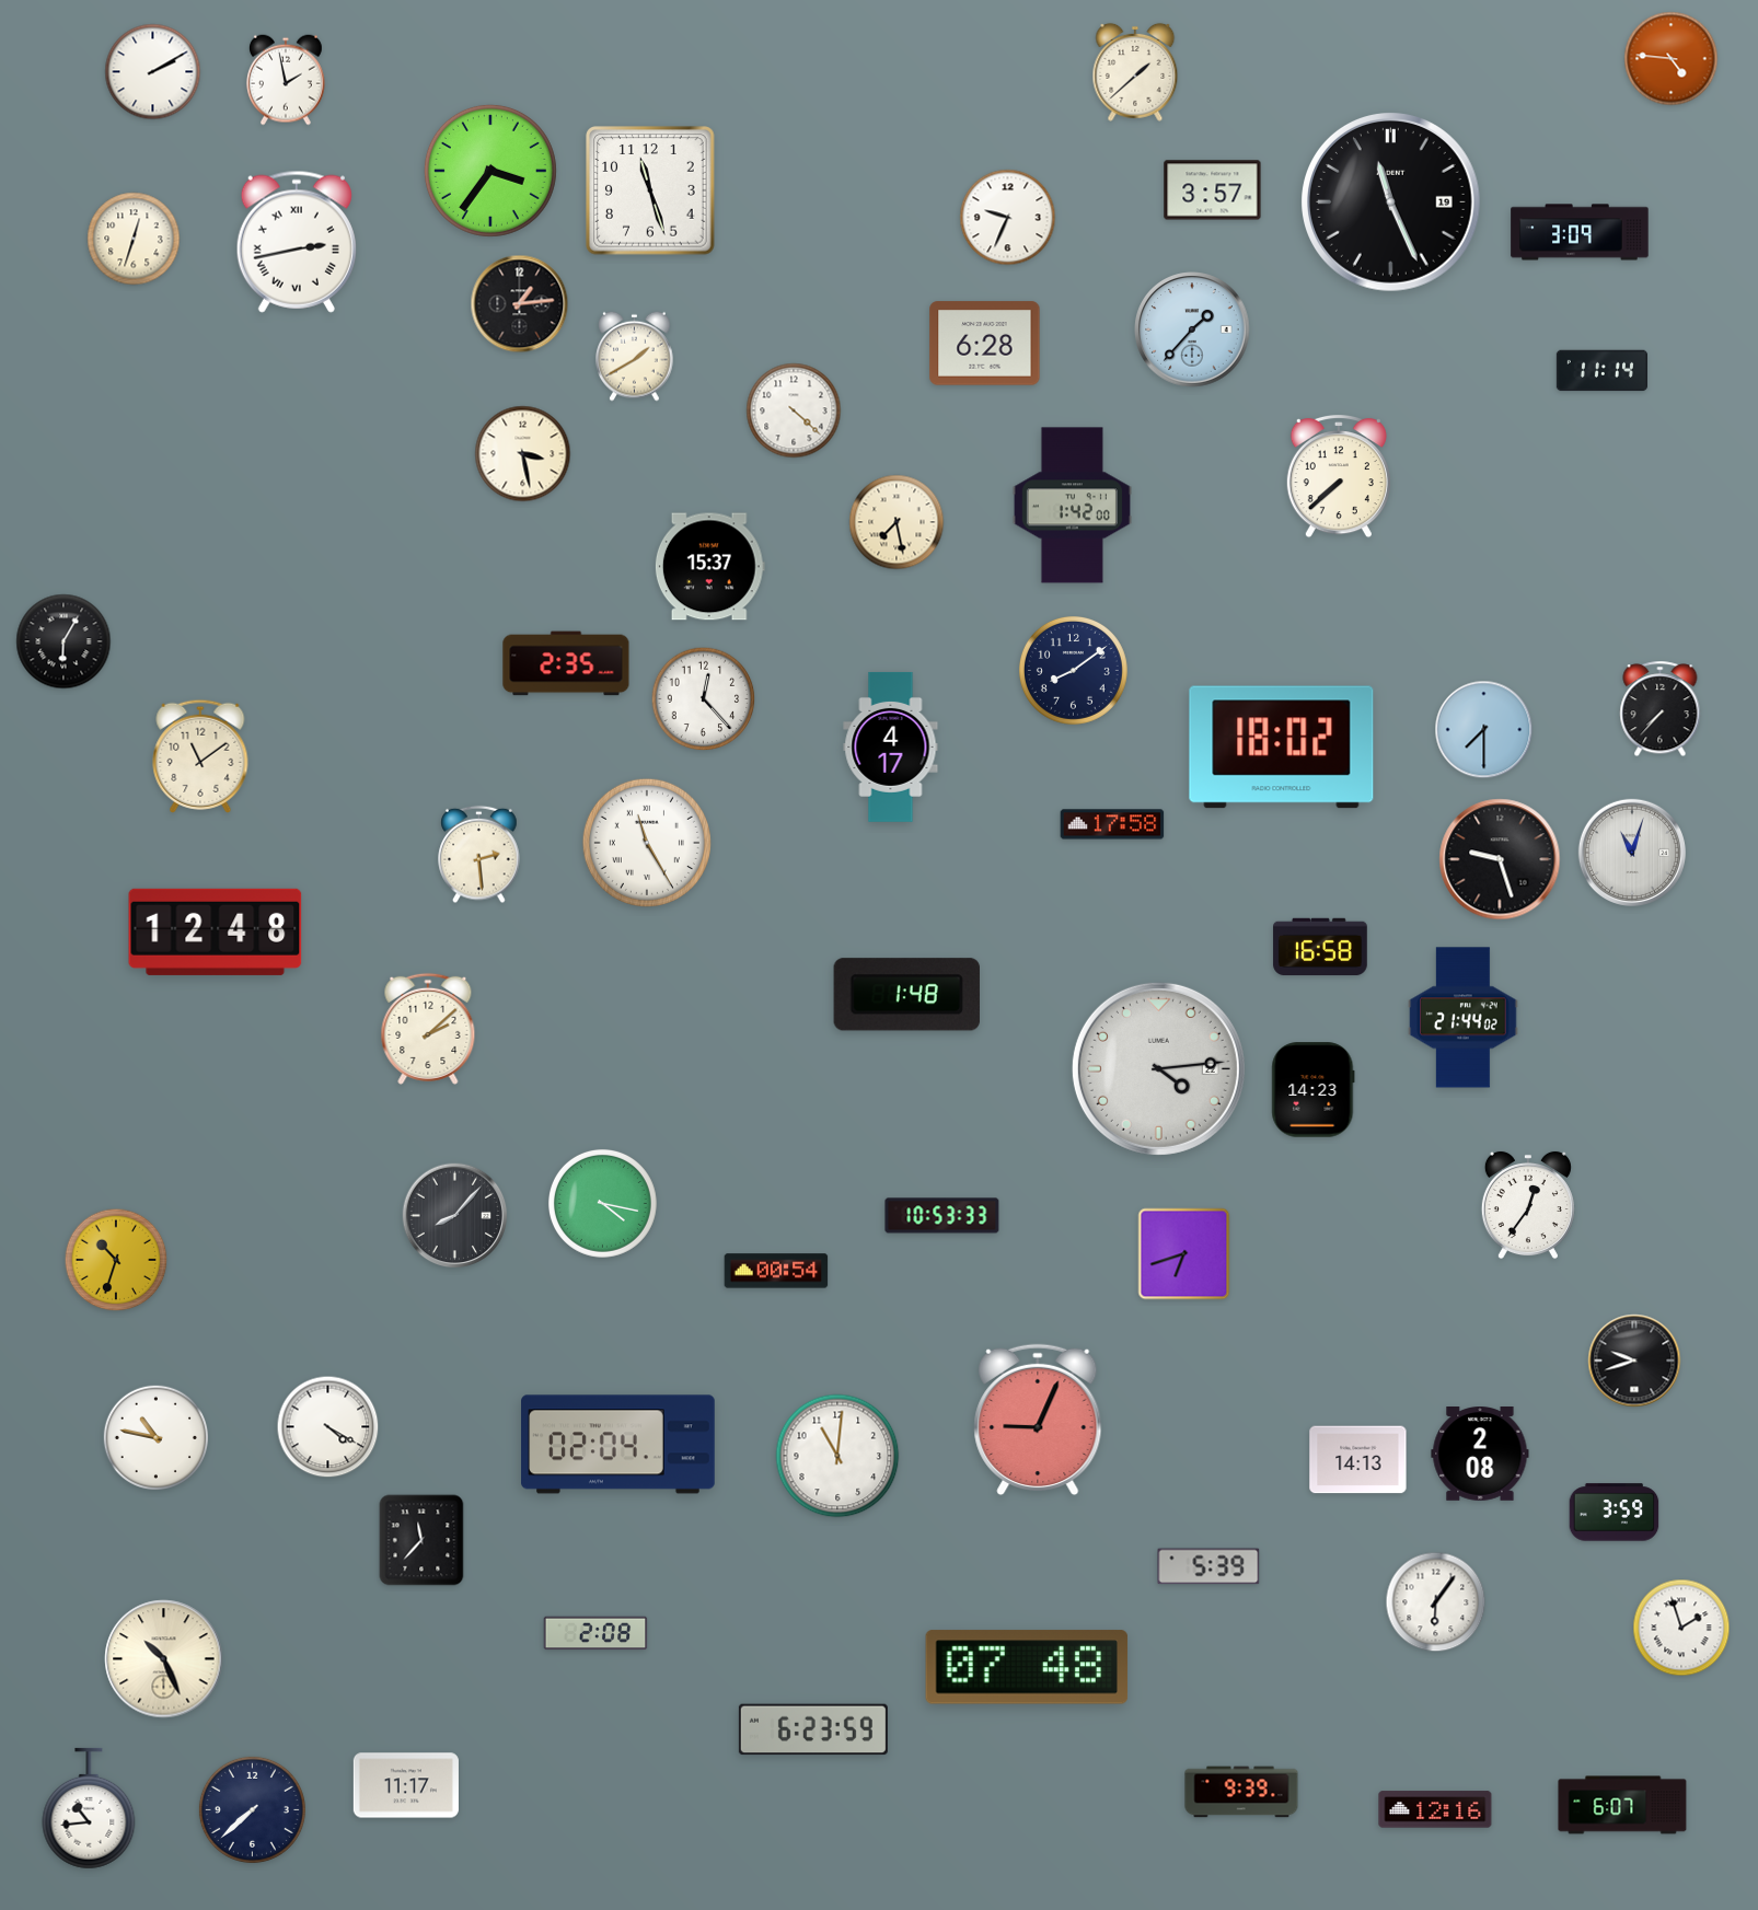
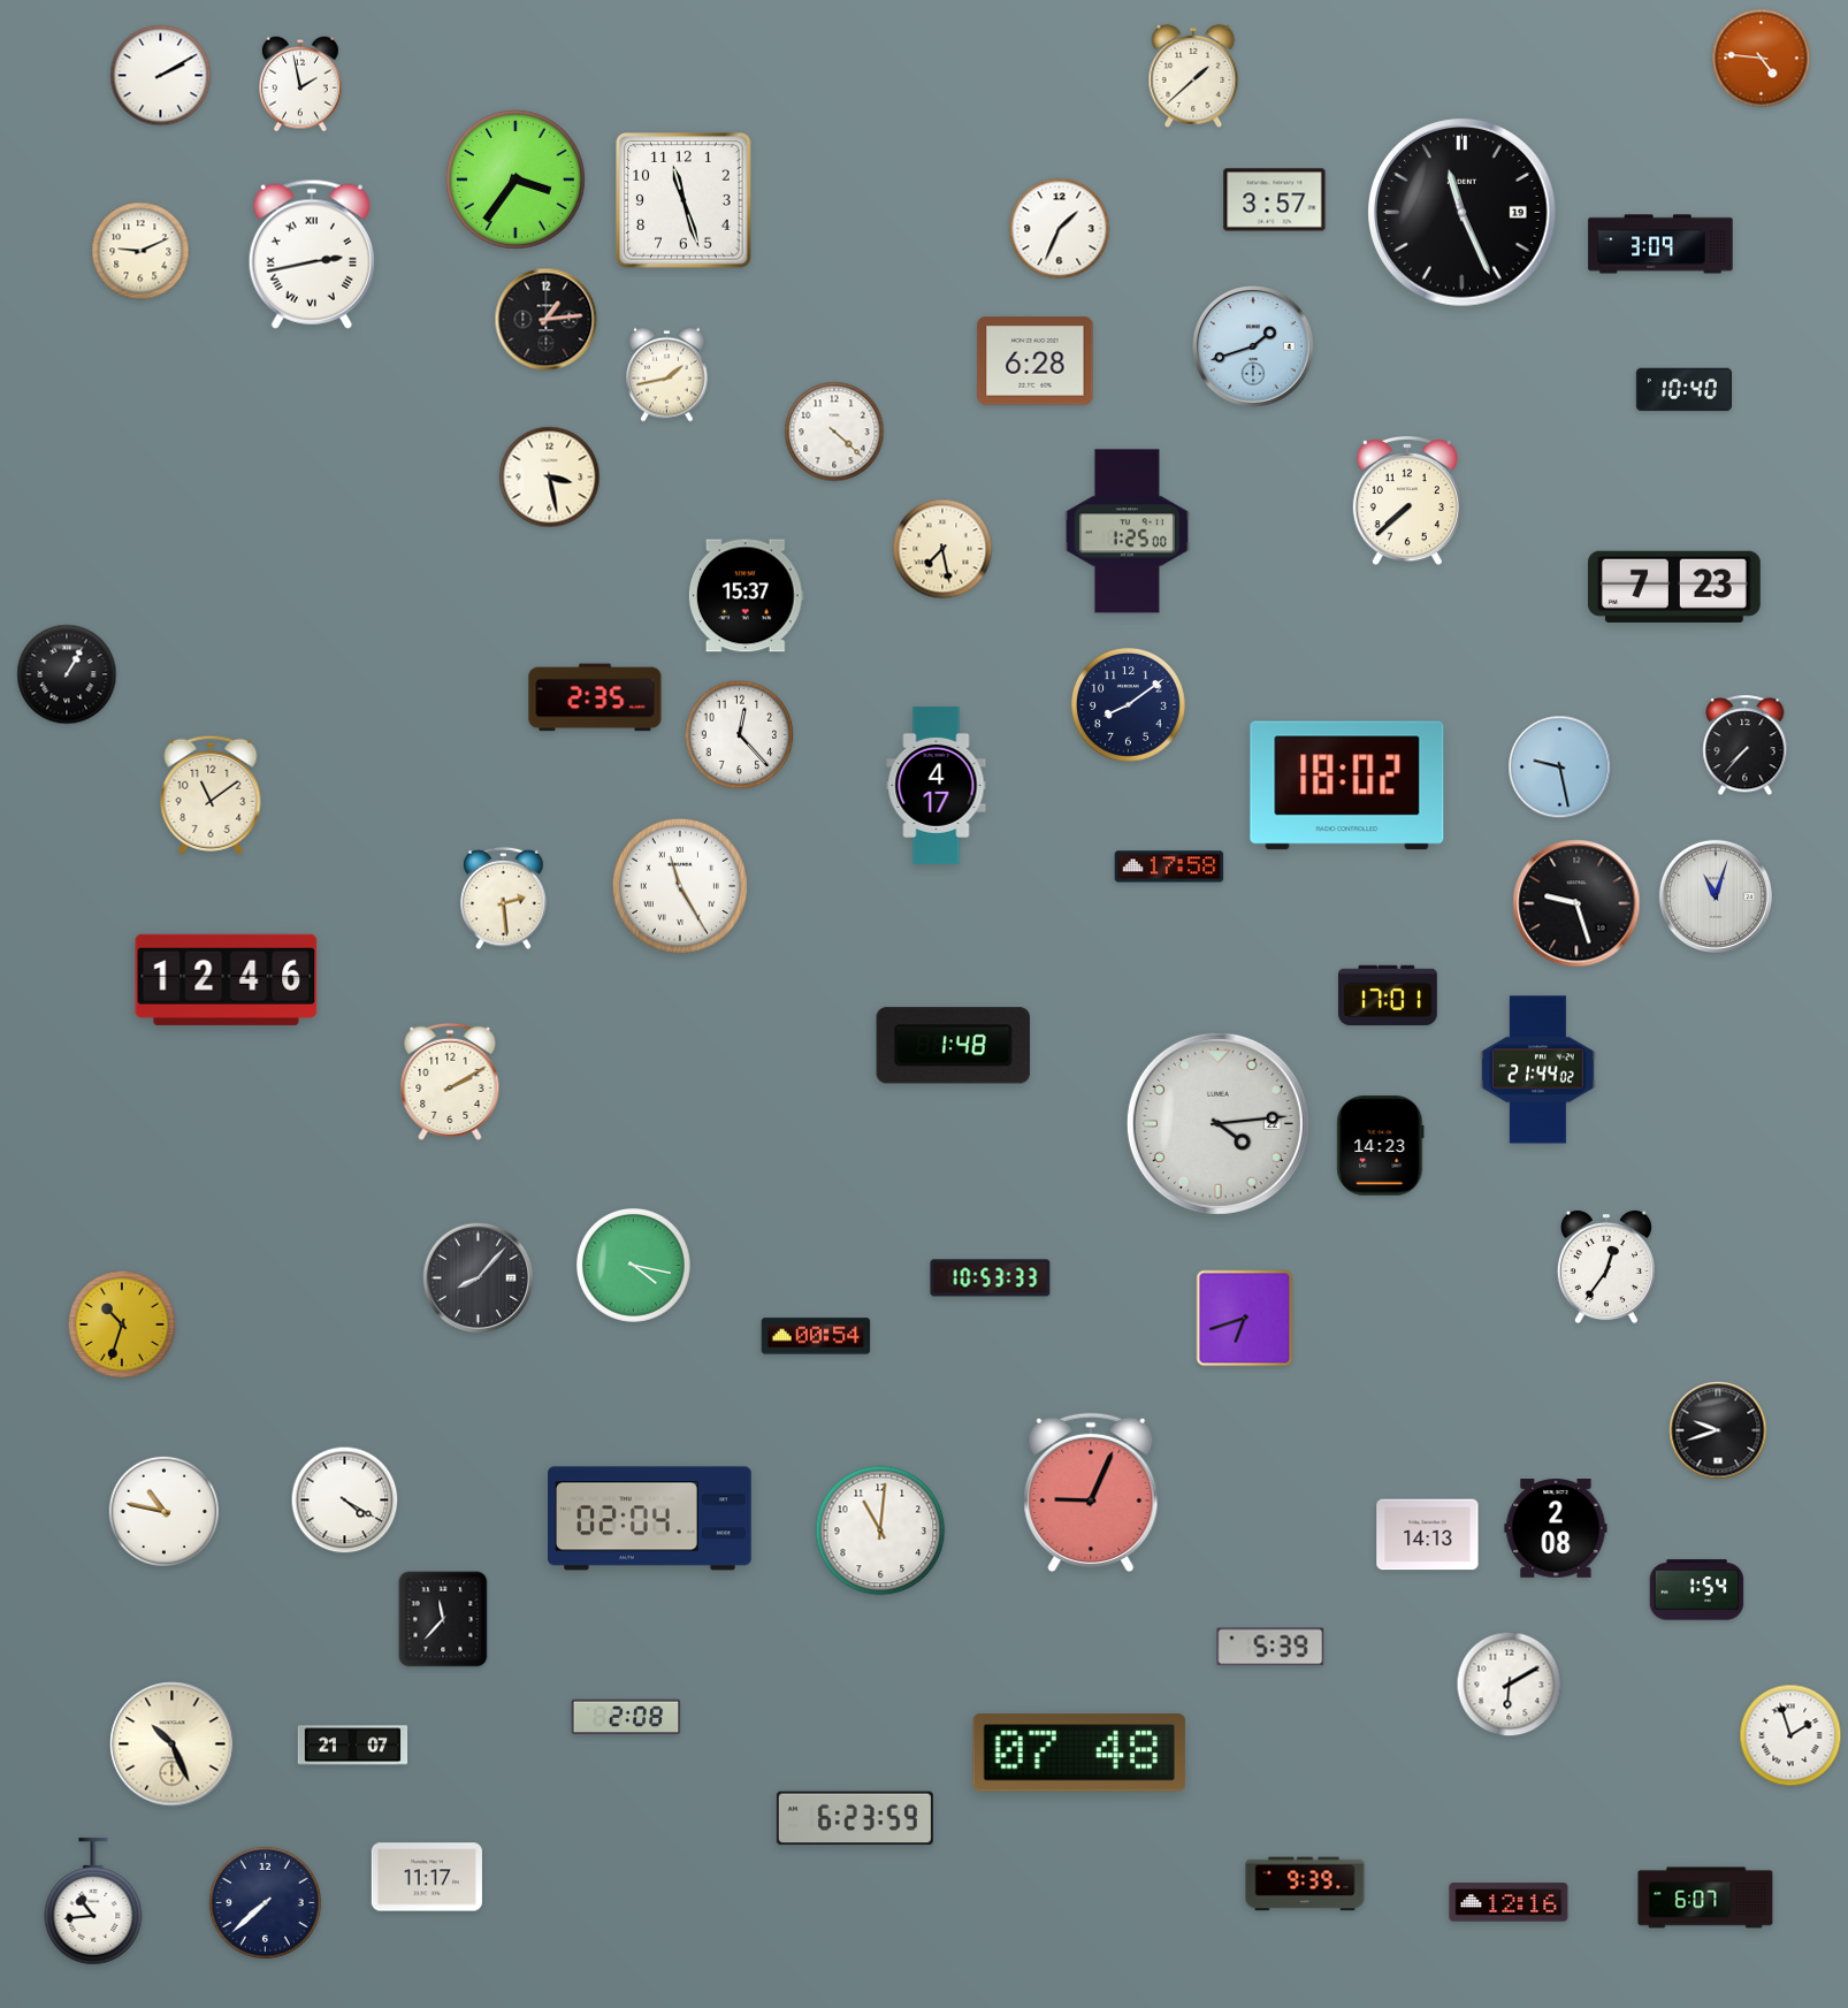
clock at (1672, 59) position: (1672, 59) -> (1762, 59)
clock at (1008, 218): 9:34 -> 1:34
clock at (134, 239): 12:33 -> 9:11
clock at (1192, 329): 1:37 -> 1:42
clock at (635, 356): 1:40 -> 1:43
clock at (1601, 371): 11:14 -> 10:40
clock at (1072, 506): 1:42 -> 1:25
clock at (1674, 587): none -> 7:23
clock at (63, 641): 6:05 -> 1:05
clock at (1484, 730): 7:30 -> 9:28
clock at (216, 931): 12:48 -> 12:46
clock at (1320, 947): 16:58 -> 17:01
clock at (428, 1029): 2:08 -> 2:10
clock at (1615, 1513): 3:59 -> 1:54
clock at (1436, 1602): 6:06 -> 6:10
clock at (1681, 1628) position: (1681, 1628) -> (1790, 1735)
clock at (353, 1746): none -> 21:07
